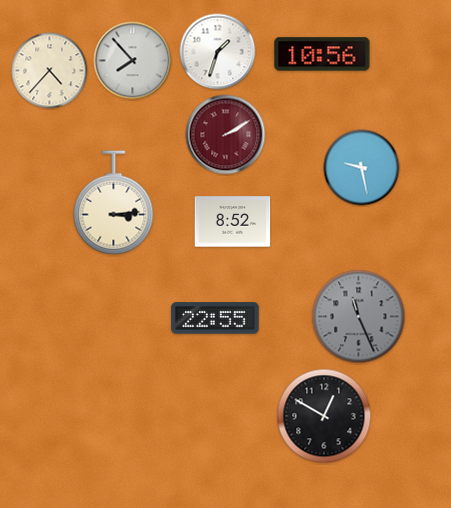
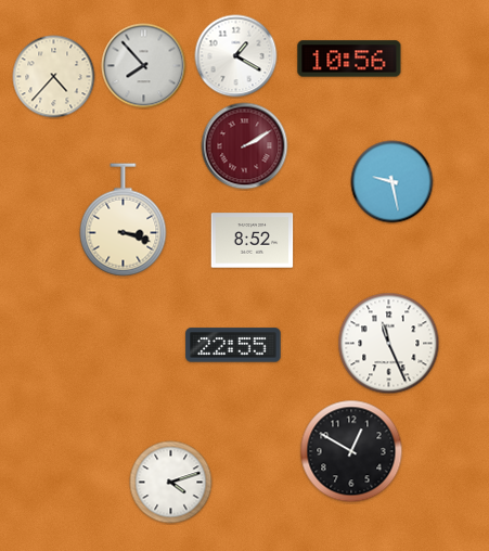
clock at (218, 52): 1:33 -> 1:20
clock at (114, 203): 3:14 -> 3:18
clock at (359, 317) dial: grey -> white
clock at (171, 483): none -> 4:12
